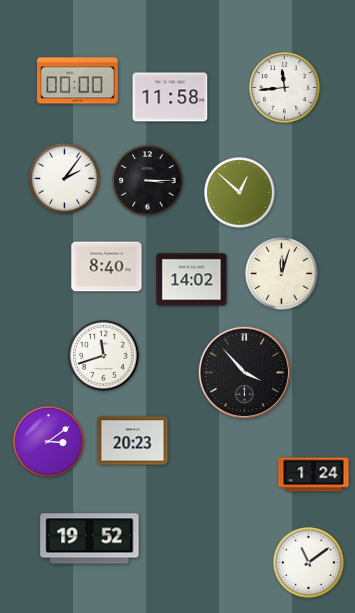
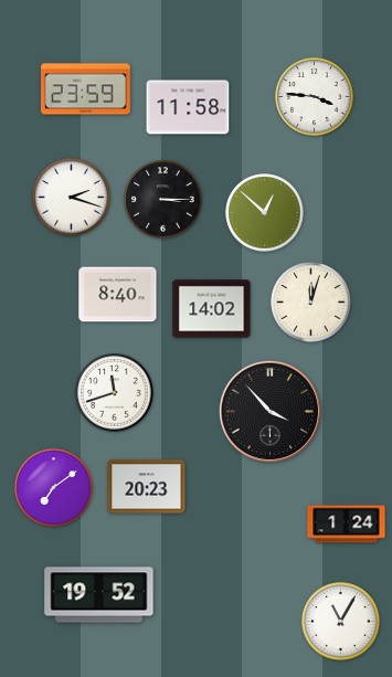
clock at (78, 81): 00:00 -> 23:59
clock at (285, 88): 11:44 -> 3:46
clock at (65, 179): 2:06 -> 2:18
clock at (49, 442): 3:09 -> 7:09
clock at (309, 563): 11:09 -> 11:05
